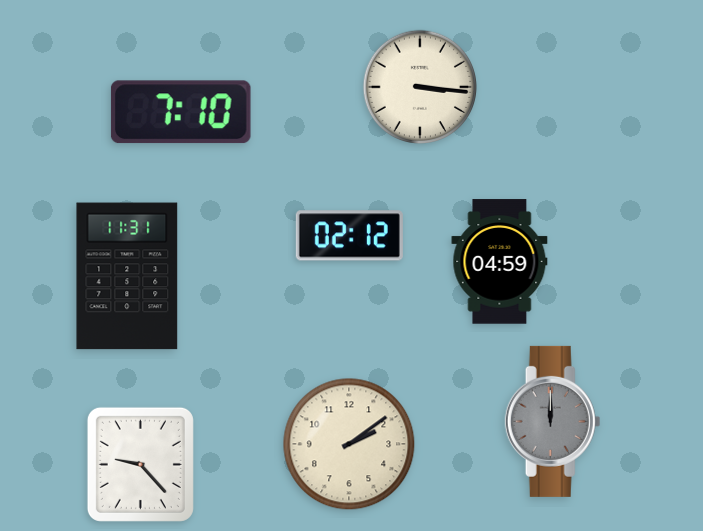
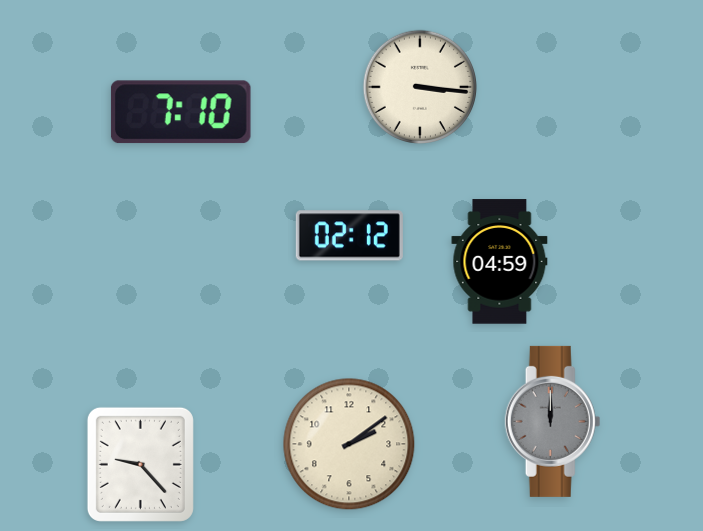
clock at (127, 276): 11:31 -> none
